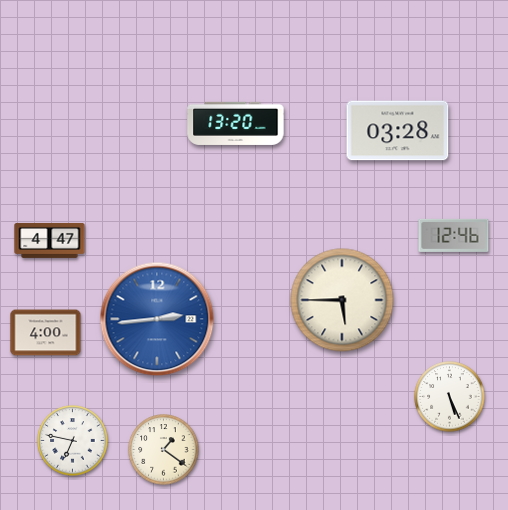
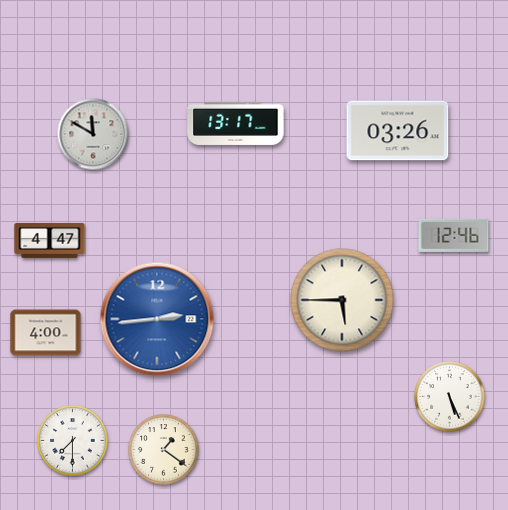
clock at (236, 123): 13:20 -> 13:17
clock at (398, 131): 03:28 -> 03:26
clock at (93, 134): none -> 11:50
clock at (73, 441): 6:47 -> 7:30
